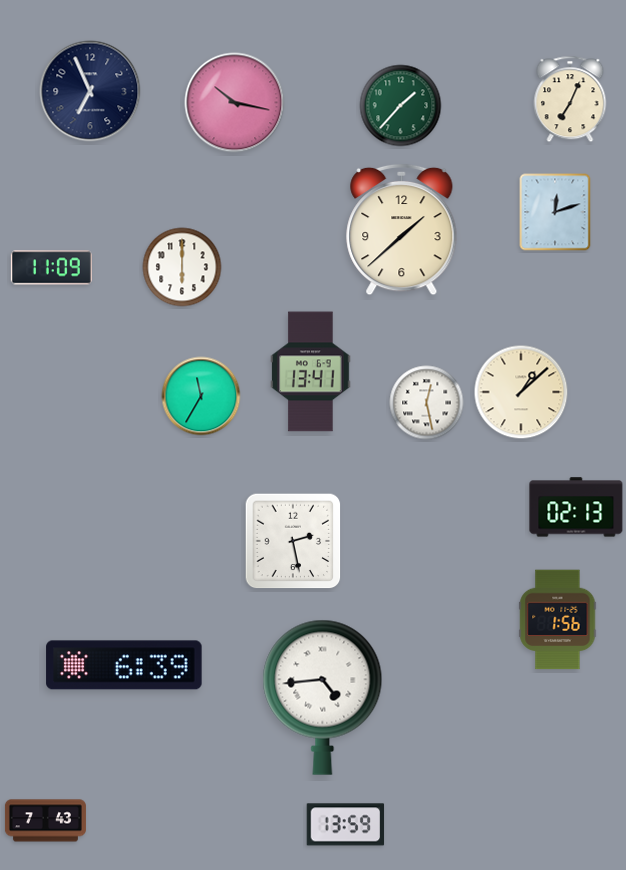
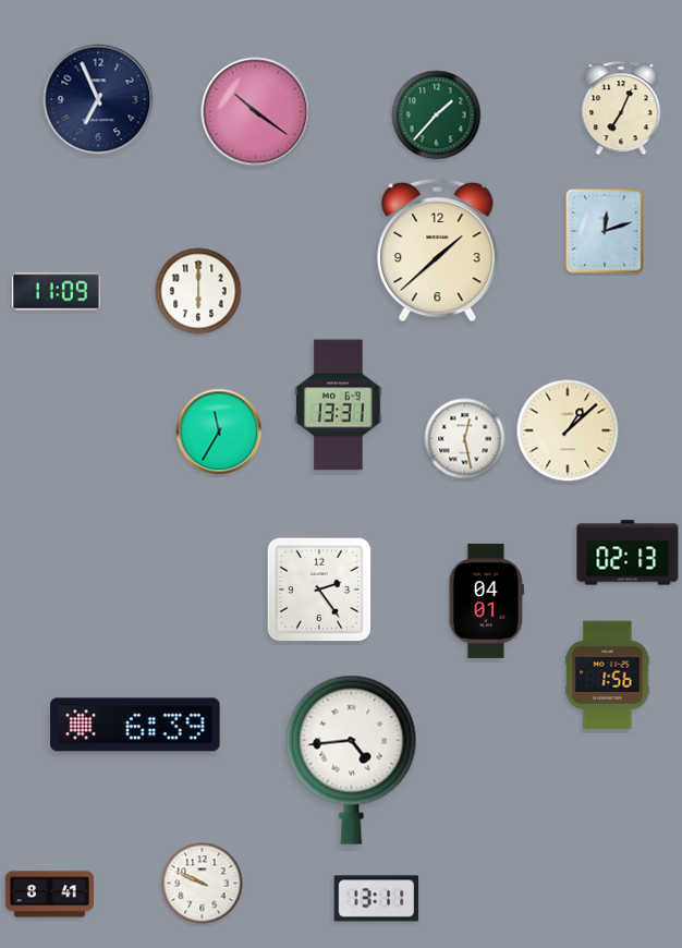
clock at (235, 103): 10:17 -> 10:21
clock at (311, 372): 13:41 -> 13:31
clock at (521, 392) position: (521, 392) -> (568, 430)
clock at (293, 541): 2:28 -> 2:24
clock at (486, 600): none -> 04:01
clock at (203, 884): none -> 9:49
clock at (45, 821): 7:43 -> 8:41
clock at (346, 825): 13:59 -> 13:11
